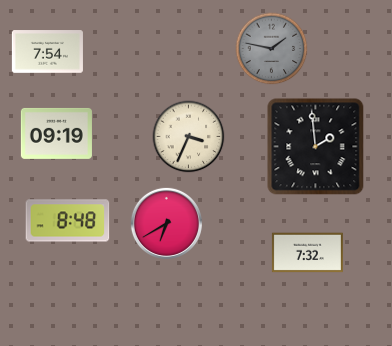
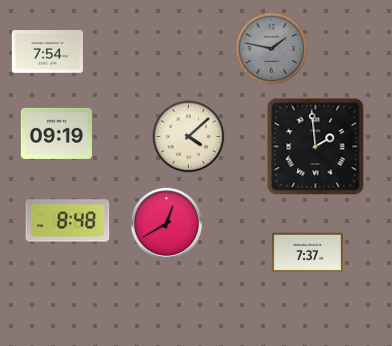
clock at (189, 137): 3:34 -> 4:08
clock at (166, 223): 6:40 -> 12:40
clock at (307, 253): 7:32 -> 7:37
